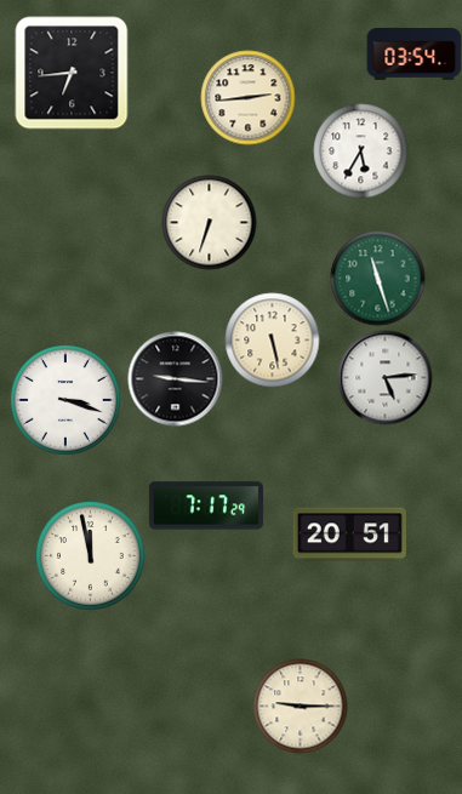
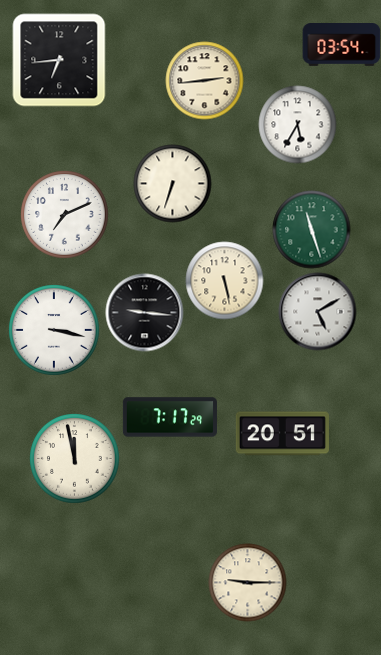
clock at (64, 214): none -> 7:11
clock at (384, 377): 5:14 -> 5:10
clock at (65, 400): 3:18 -> 3:17
clock at (349, 535) position: (349, 535) -> (282, 434)
